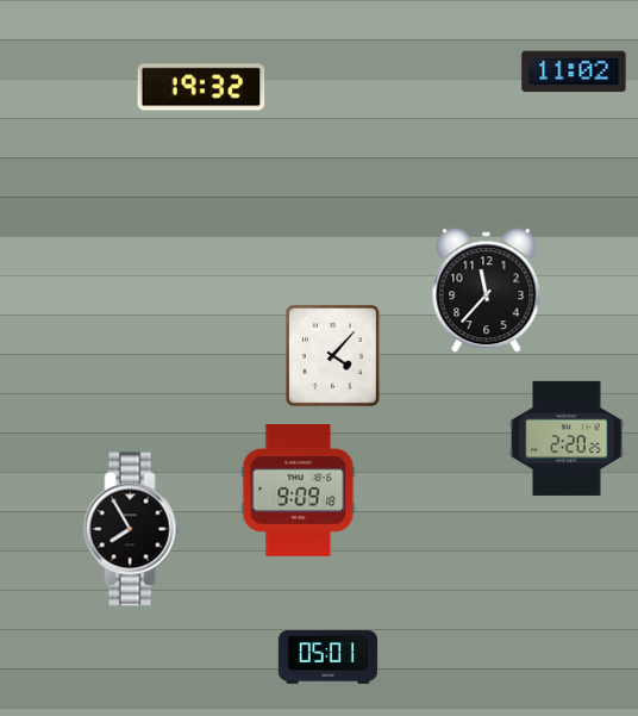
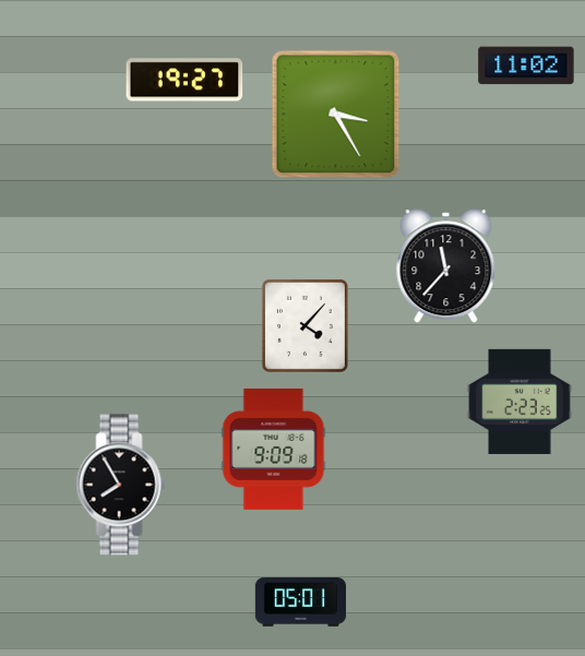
clock at (201, 87): 19:32 -> 19:27
clock at (336, 115): none -> 3:25
clock at (567, 438): 2:20 -> 2:23
